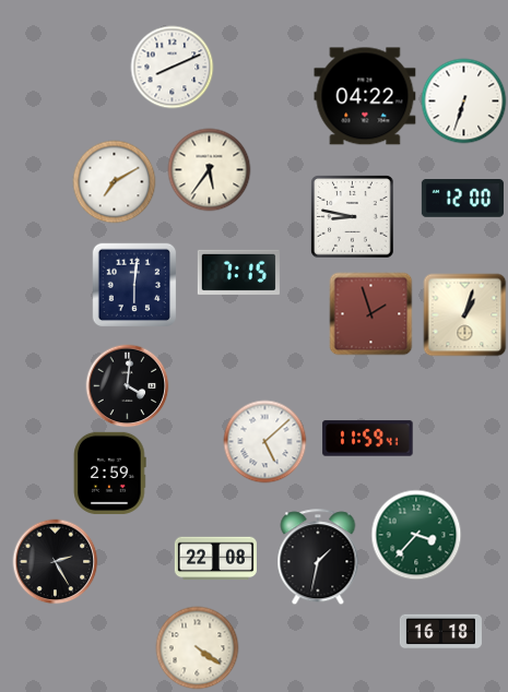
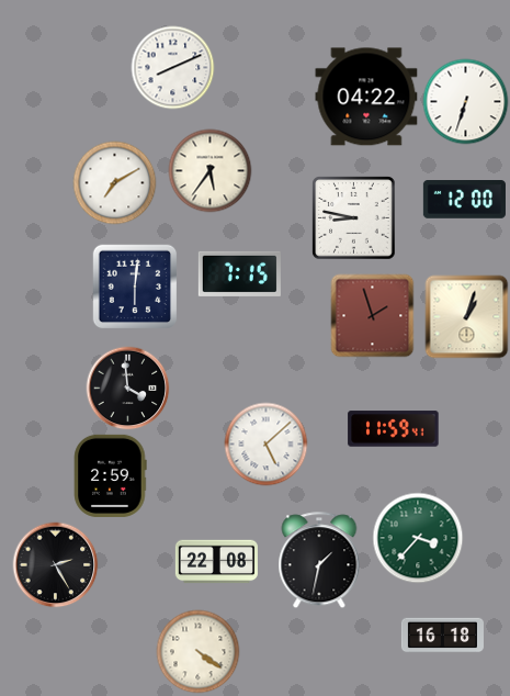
clock at (128, 386): 4:01 -> 3:59
clock at (368, 439) position: (368, 439) -> (394, 429)
